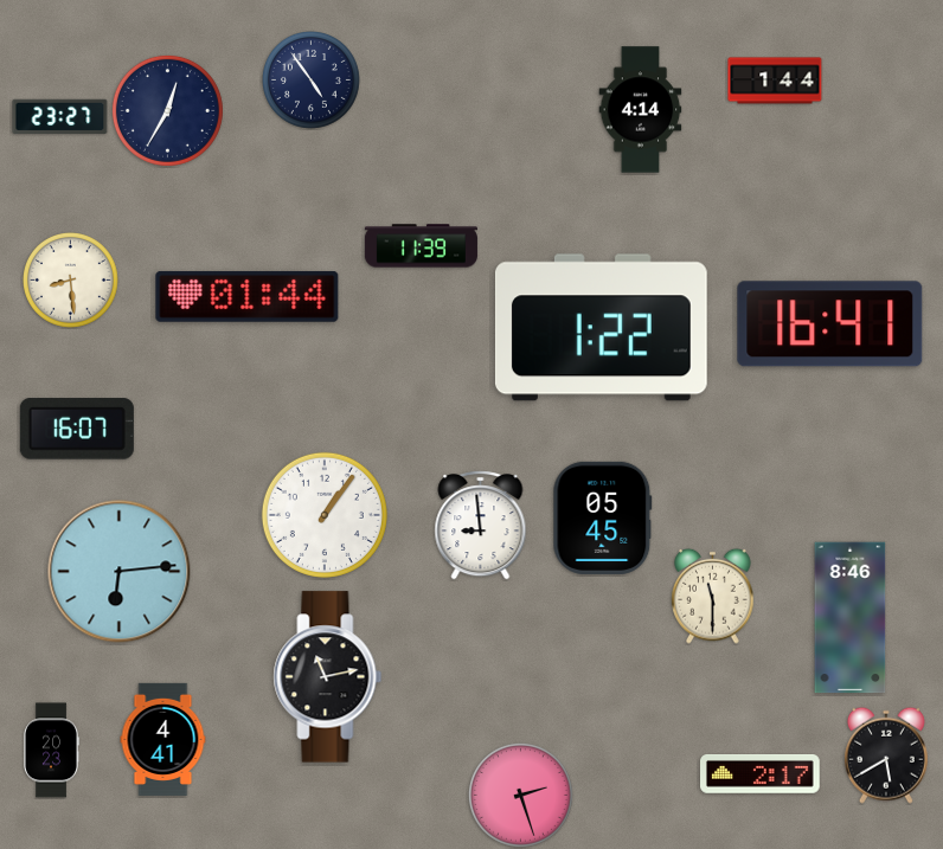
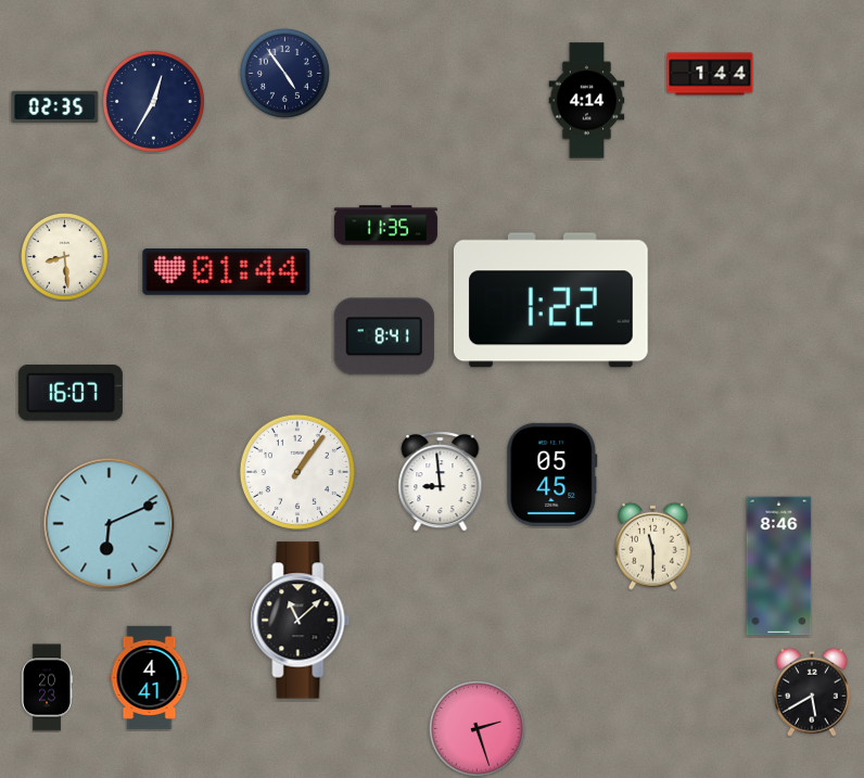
clock at (60, 116): 23:27 -> 02:35
clock at (421, 246): 11:39 -> 11:35
clock at (830, 324): 16:41 -> none
clock at (384, 336): none -> 8:41
clock at (120, 572): 6:14 -> 6:11
clock at (328, 677): 11:13 -> 11:08
clock at (761, 774): 2:17 -> none
